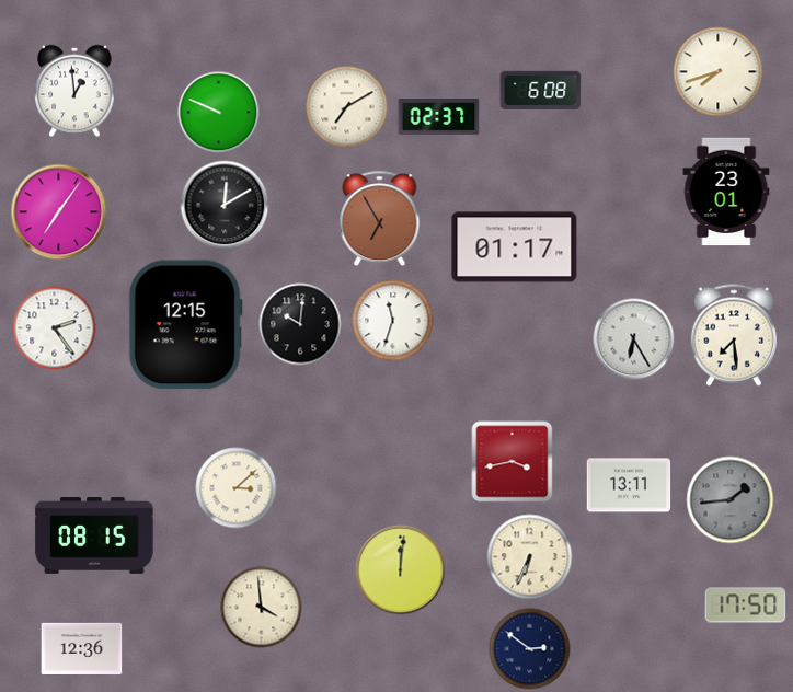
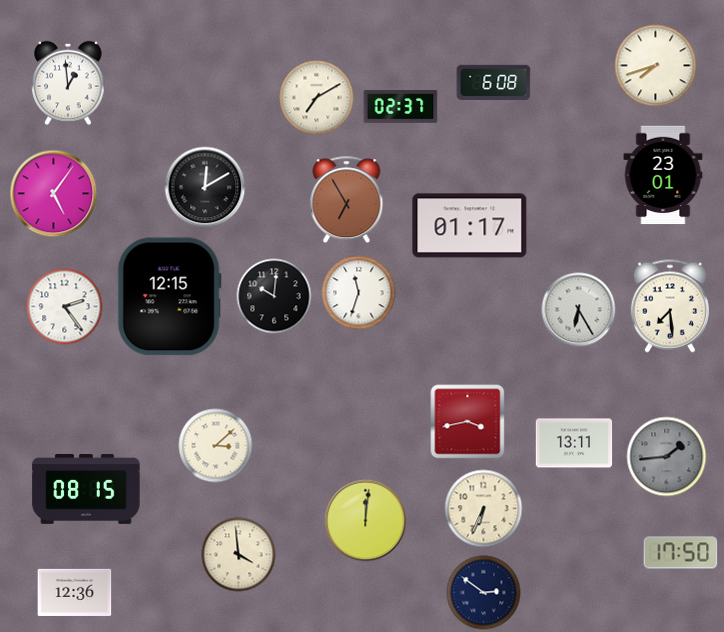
clock at (219, 113): 9:49 -> none
clock at (59, 212): 7:06 -> 5:06
clock at (55, 328) position: (55, 328) -> (65, 307)
